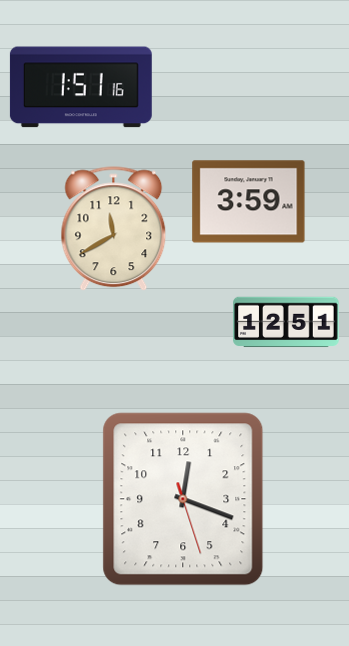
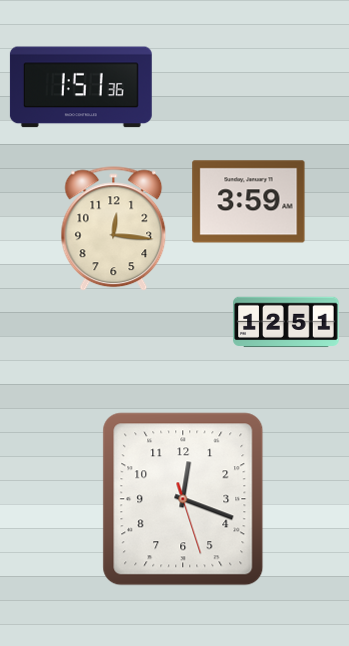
clock at (81, 87): 1:51:16 -> 1:51:36
clock at (114, 229): 11:40 -> 12:16
